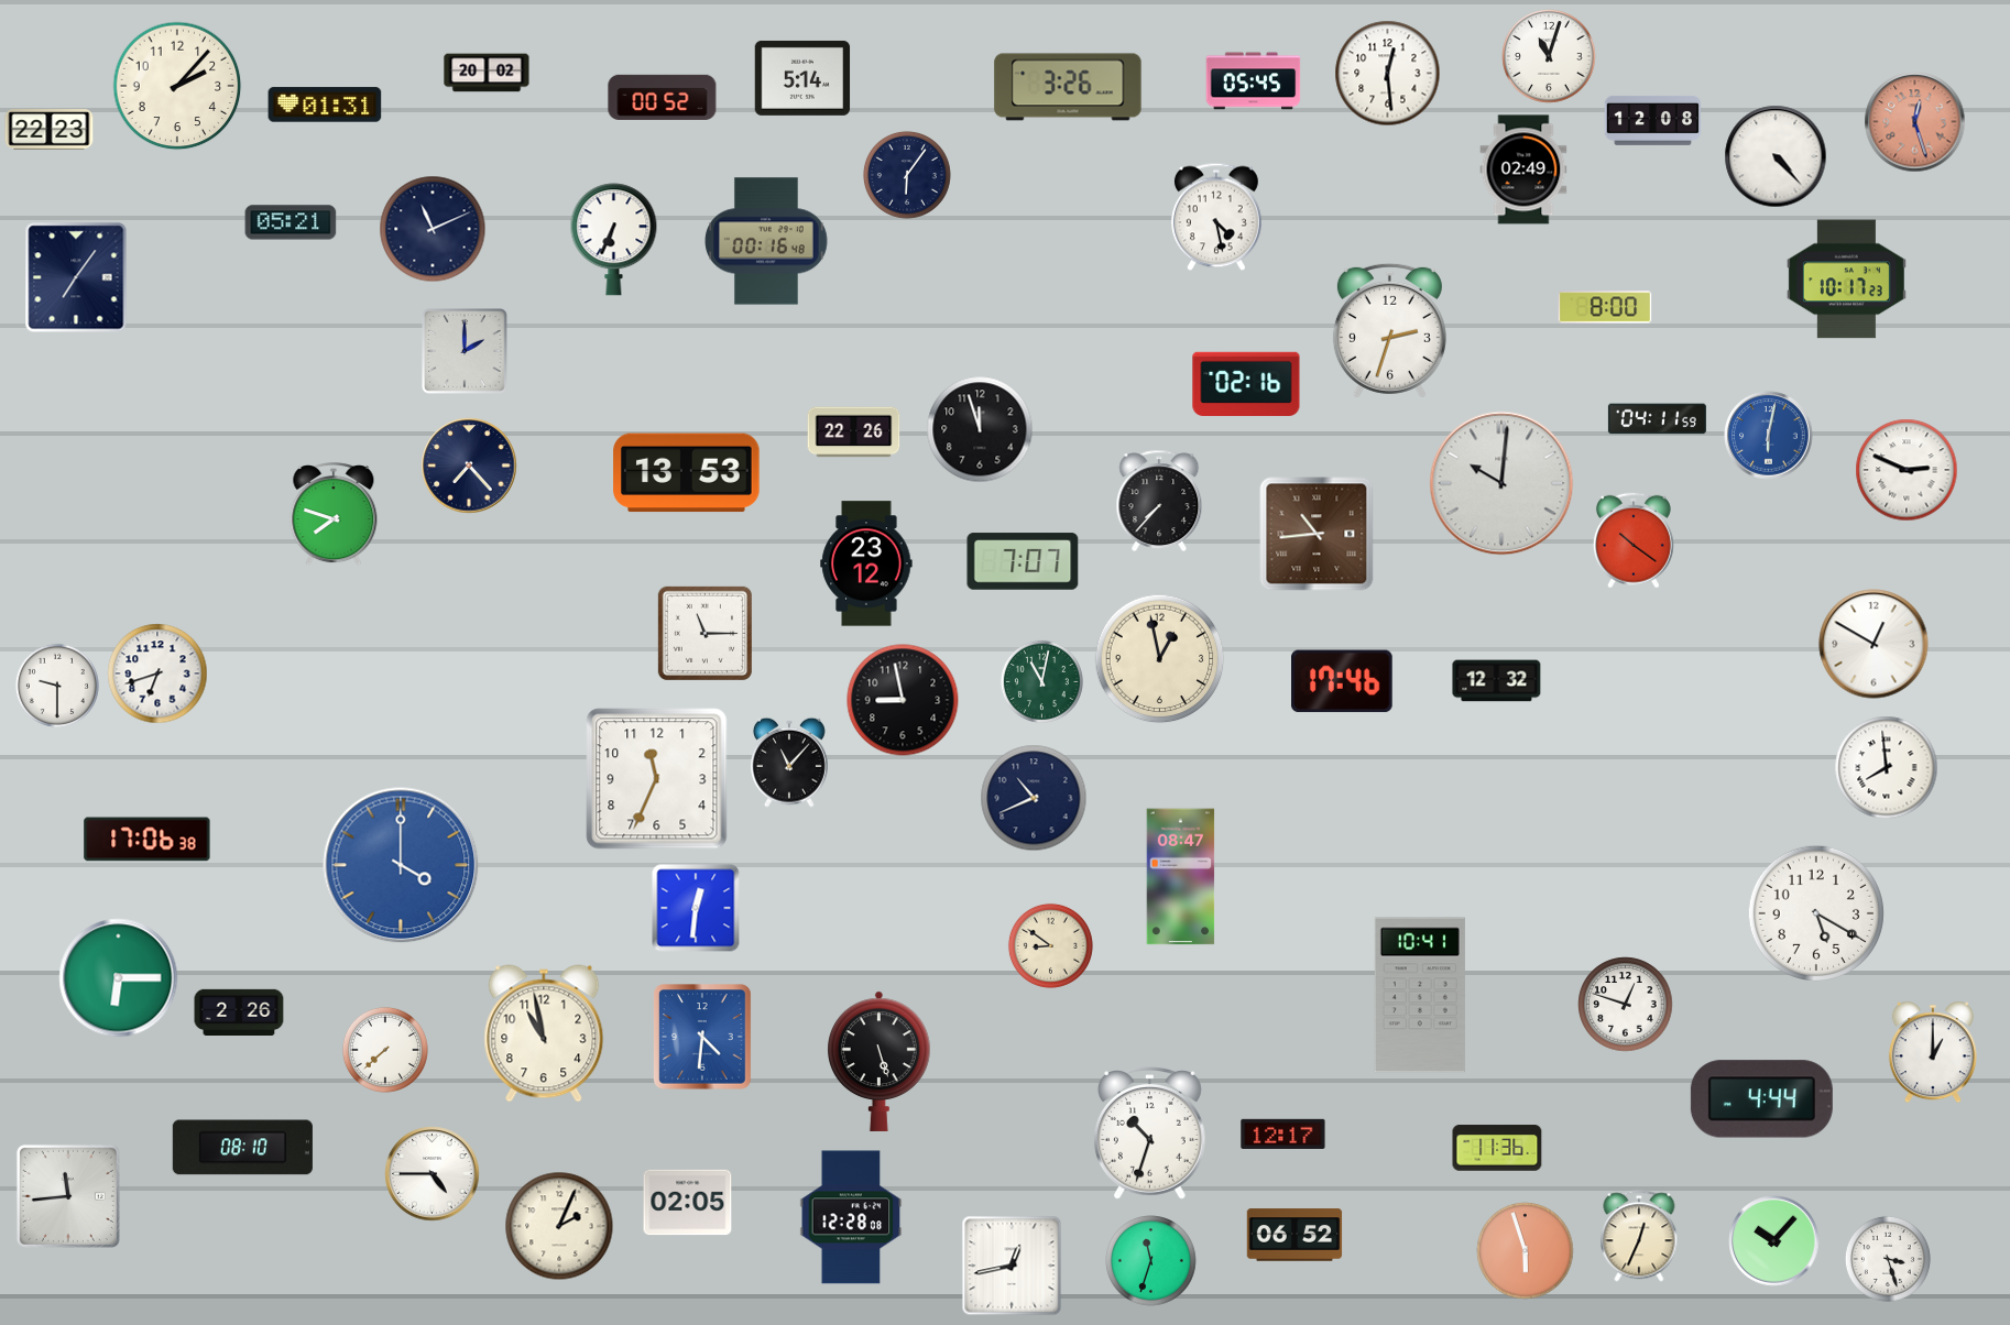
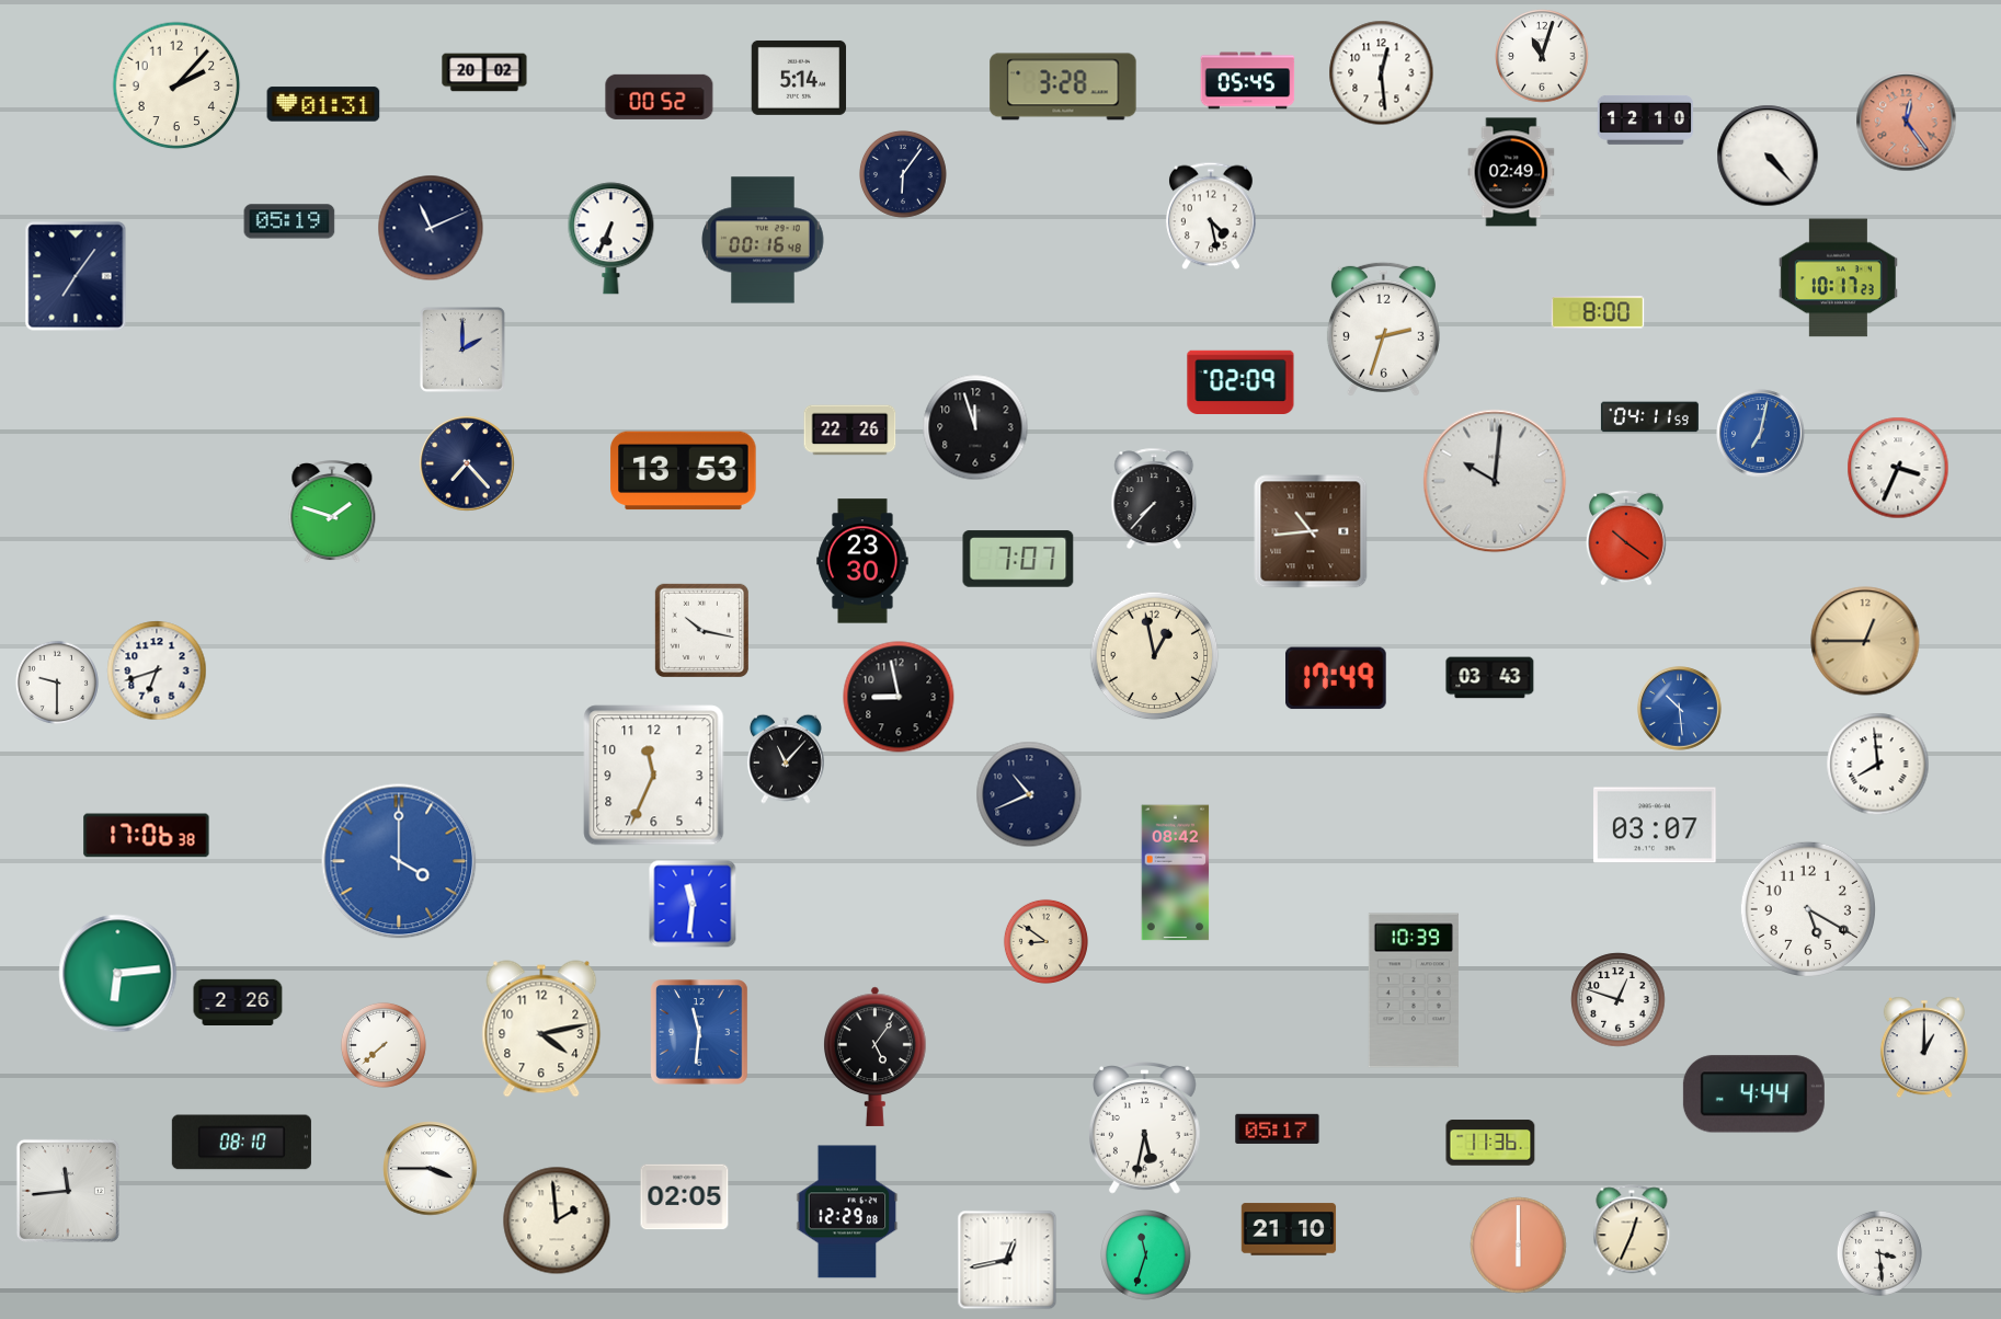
clock at (1068, 87): 3:26 -> 3:28
clock at (1652, 121): 12:08 -> 12:10
clock at (1915, 122): 12:27 -> 12:24
clock at (50, 130): 22:23 -> none
clock at (1523, 169) position: (1523, 169) -> (1511, 172)
clock at (291, 222): 05:21 -> 05:19
clock at (1605, 307) position: (1605, 307) -> (1598, 312)
clock at (1246, 383): 02:16 -> 02:09
clock at (1769, 436): 6:02 -> 7:02
clock at (1907, 470): 2:49 -> 3:34
clock at (334, 515): 7:48 -> 1:48
clock at (866, 563): 23:12 -> 23:30
clock at (704, 633): 11:15 -> 10:17
clock at (1874, 644): 12:50 -> 12:45
clock at (1874, 644) dial: white -> champagne
clock at (1041, 681): 11:02 -> none
clock at (1343, 681): 17:46 -> 17:49
clock at (1497, 681): 12:32 -> 03:43
clock at (1680, 709): none -> 10:29
clock at (1655, 825): none -> 03:07
clock at (1181, 877): 08:47 -> 08:42
clock at (696, 908): 12:31 -> 11:31
clock at (119, 978): 6:15 -> 6:14
clock at (1420, 995): 10:41 -> 10:39
clock at (239, 1012) position: (239, 1012) -> (238, 1002)
clock at (544, 1033): 10:58 -> 4:13
clock at (702, 1037): 4:31 -> 11:31
clock at (880, 1061): 5:27 -> 5:06
clock at (1149, 1134): 10:33 -> 5:32
clock at (1283, 1134): 12:17 -> 05:17
clock at (433, 1174): 4:45 -> 3:45
clock at (851, 1217): 12:28 -> 12:29
clock at (559, 1226): 2:04 -> 1:59
clock at (1295, 1235): 06:52 -> 21:10
clock at (1774, 1241): 10:07 -> none
clock at (1526, 1251): 5:57 -> 6:00
clock at (1888, 1259): 3:27 -> 3:29
